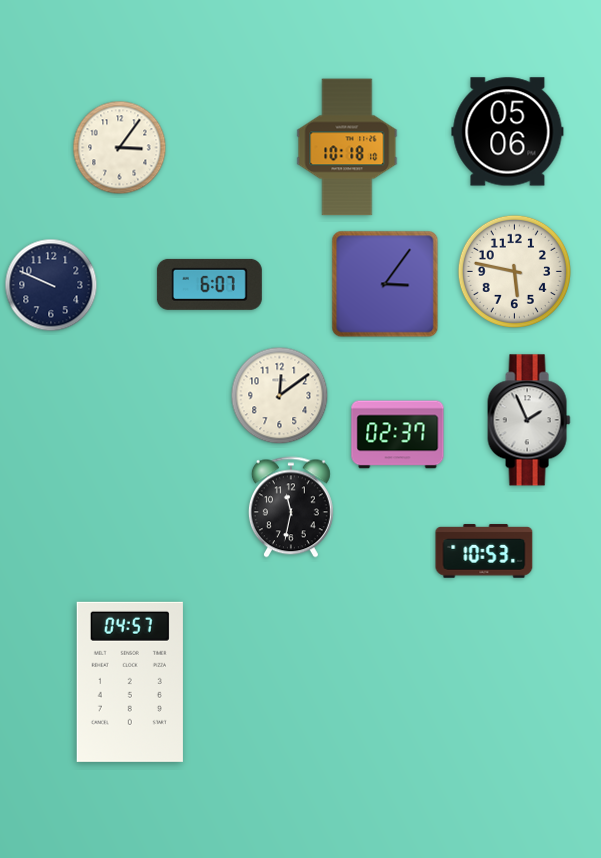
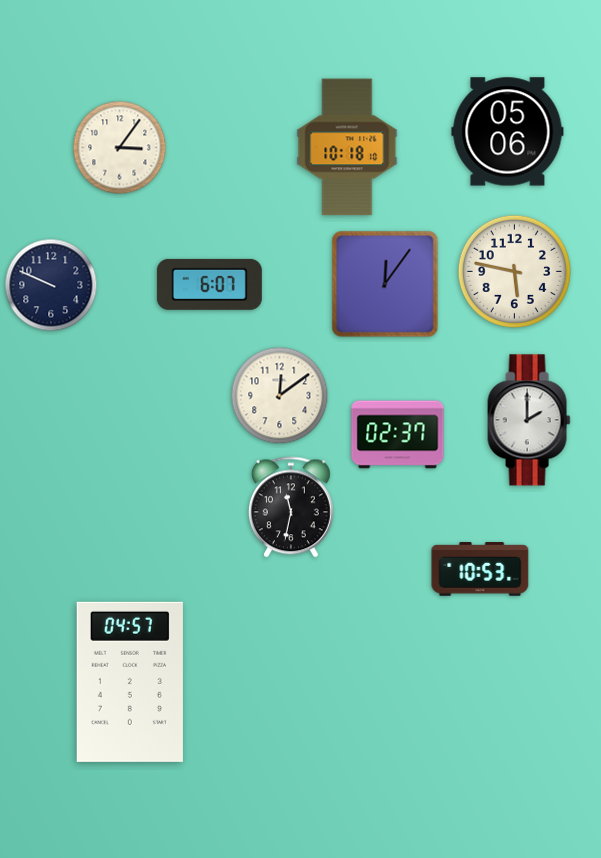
clock at (385, 284): 3:06 -> 12:06
clock at (529, 420): 1:56 -> 2:00
clock at (484, 551) position: (484, 551) -> (480, 569)
